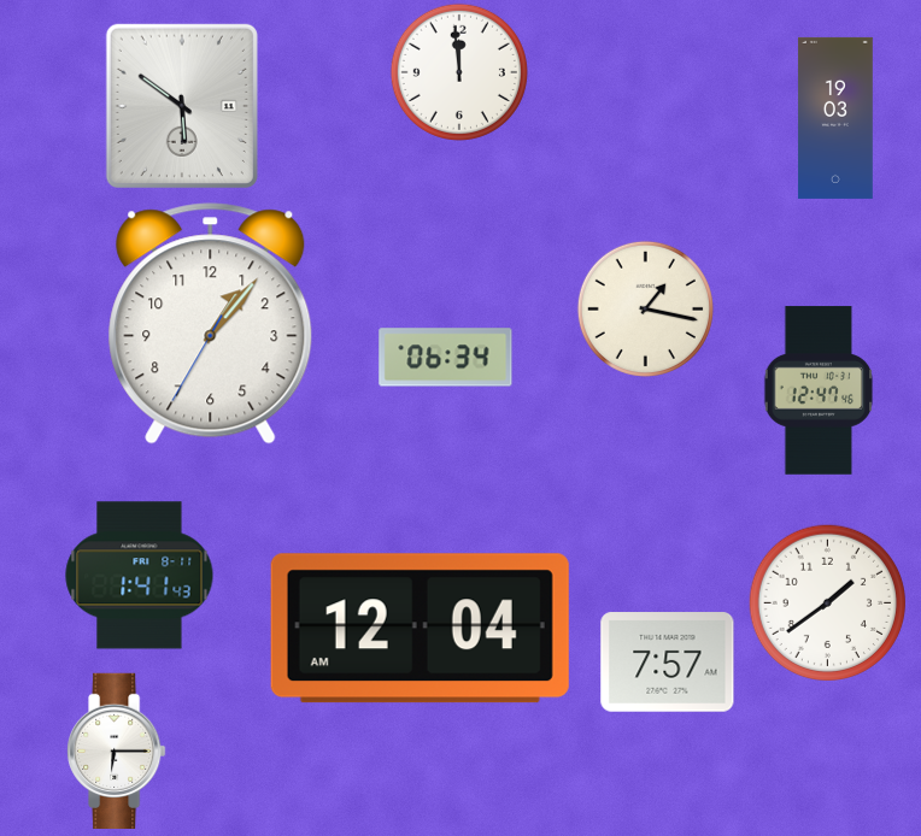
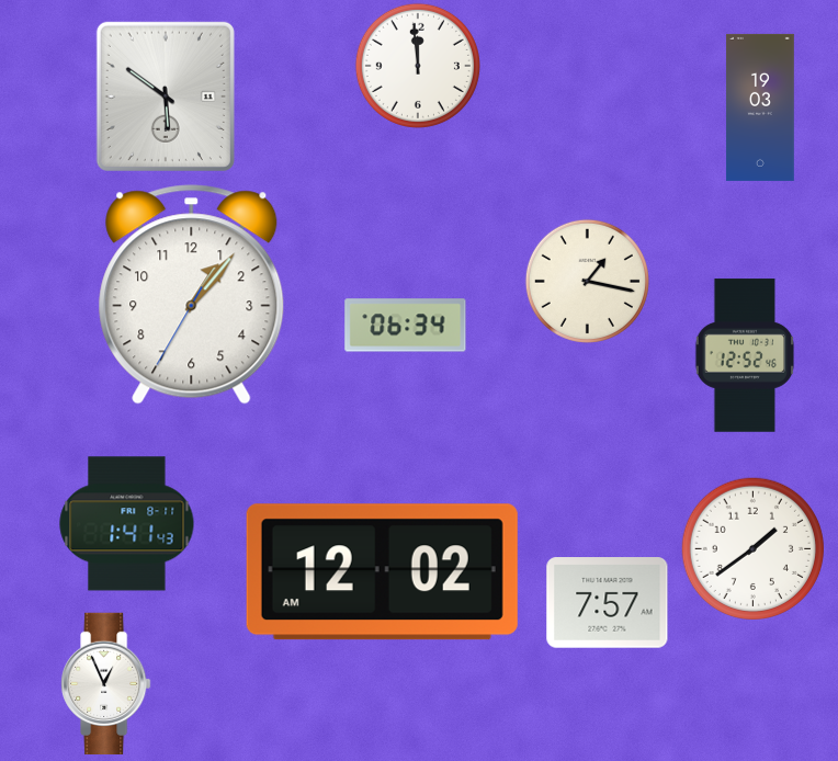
clock at (819, 390): 12:47 -> 12:52
clock at (420, 629): 12:04 -> 12:02
clock at (117, 750): 6:15 -> 12:56
